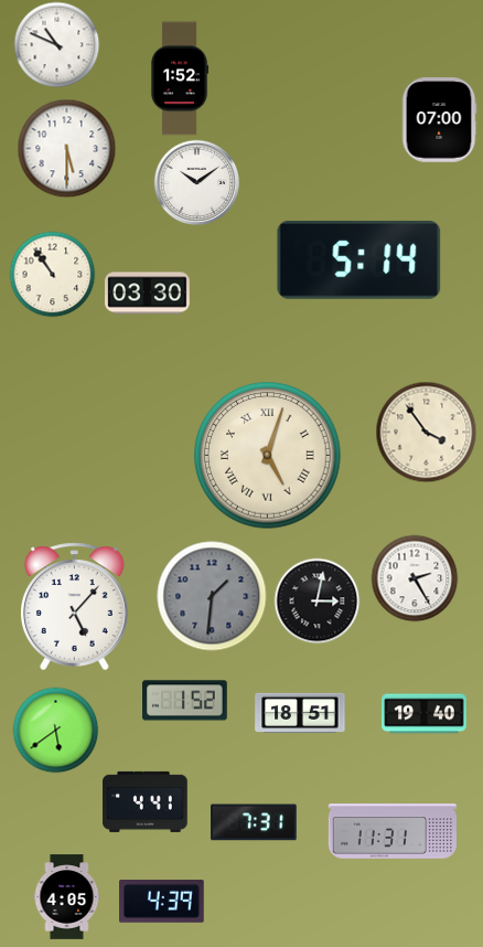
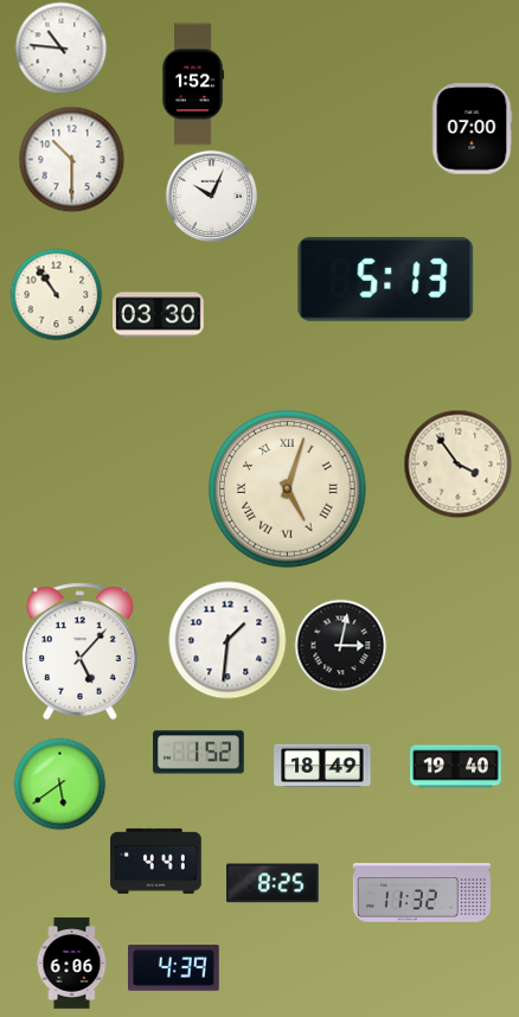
clock at (56, 44): 10:49 -> 10:46
clock at (66, 148): 5:30 -> 10:30
clock at (196, 182): 10:09 -> 10:04
clock at (359, 259): 5:14 -> 5:13
clock at (415, 578): 2:25 -> none
clock at (212, 596) dial: grey -> white
clock at (300, 712): 18:51 -> 18:49
clock at (254, 822): 7:31 -> 8:25
clock at (393, 831): 11:31 -> 11:32
clock at (67, 897): 4:05 -> 6:06
